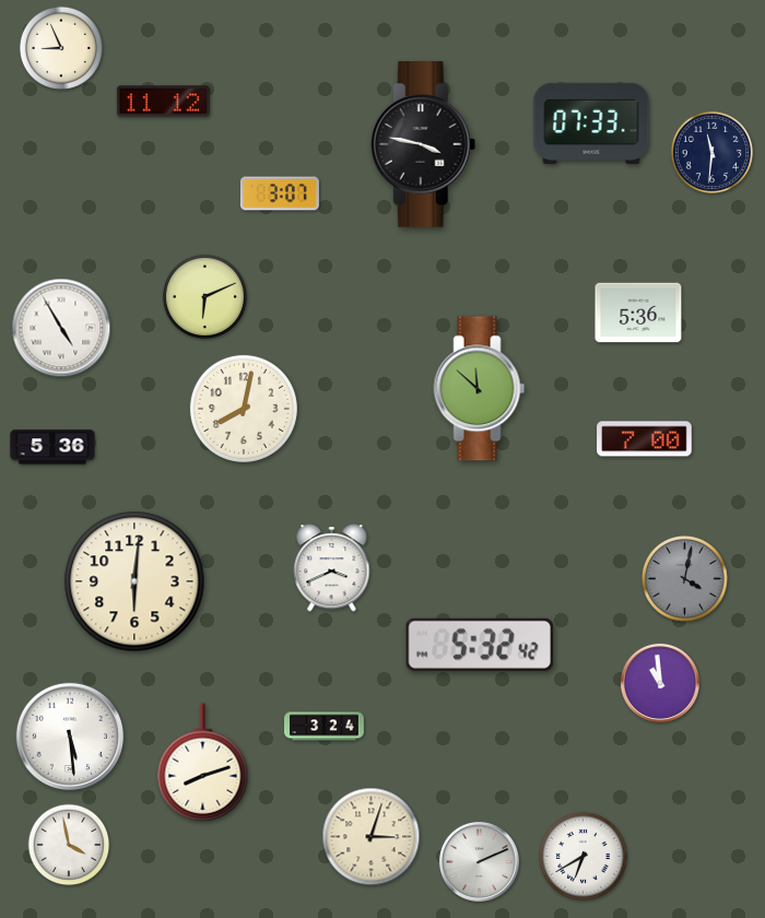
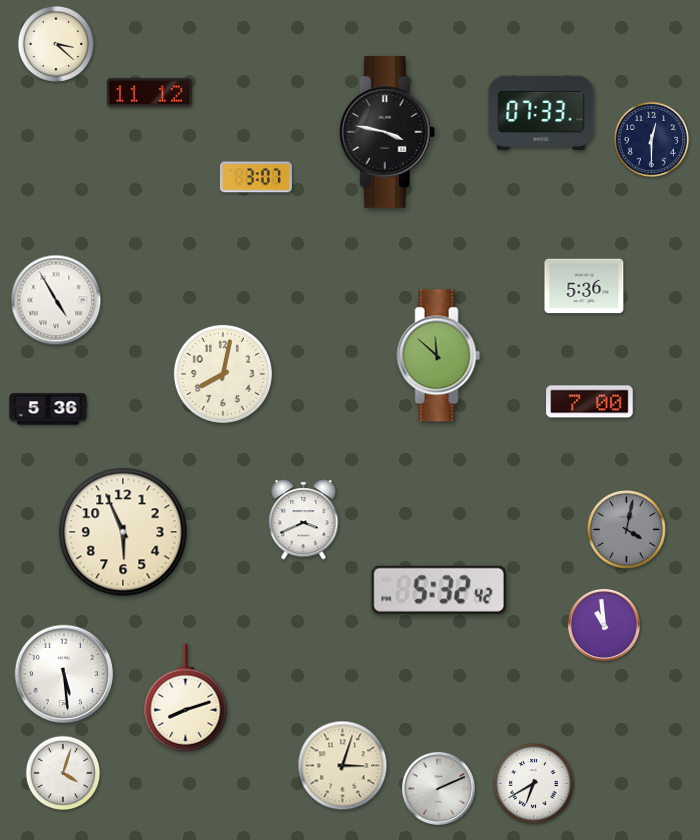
clock at (61, 48): 8:56 -> 3:22
clock at (713, 153): 11:31 -> 12:30
clock at (204, 296): 6:11 -> none
clock at (134, 581): 6:01 -> 5:56
clock at (325, 727): 3:24 -> none
clock at (372, 837) position: (372, 837) -> (343, 766)
clock at (69, 845): 3:58 -> 4:03
